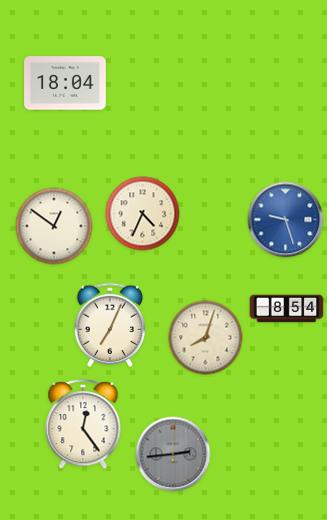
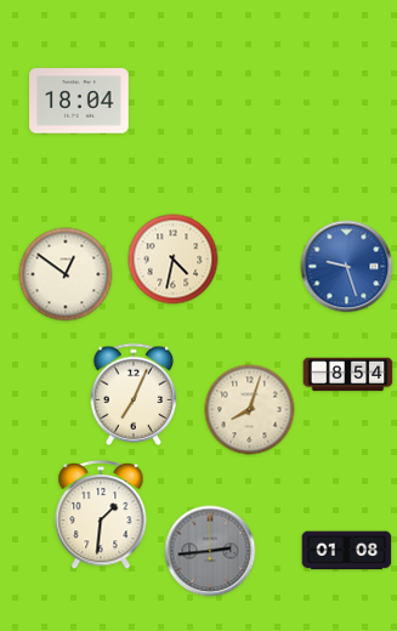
clock at (143, 214): 4:34 -> 4:32
clock at (83, 425): 12:24 -> 1:31
clock at (347, 551): none -> 01:08
